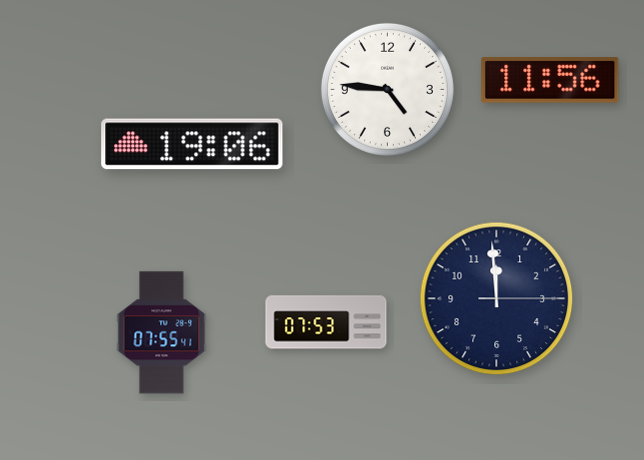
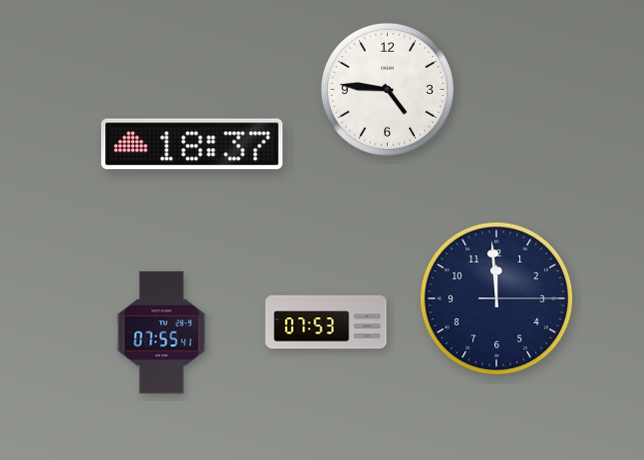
clock at (550, 80): 11:56 -> none
clock at (192, 144): 19:06 -> 18:37
